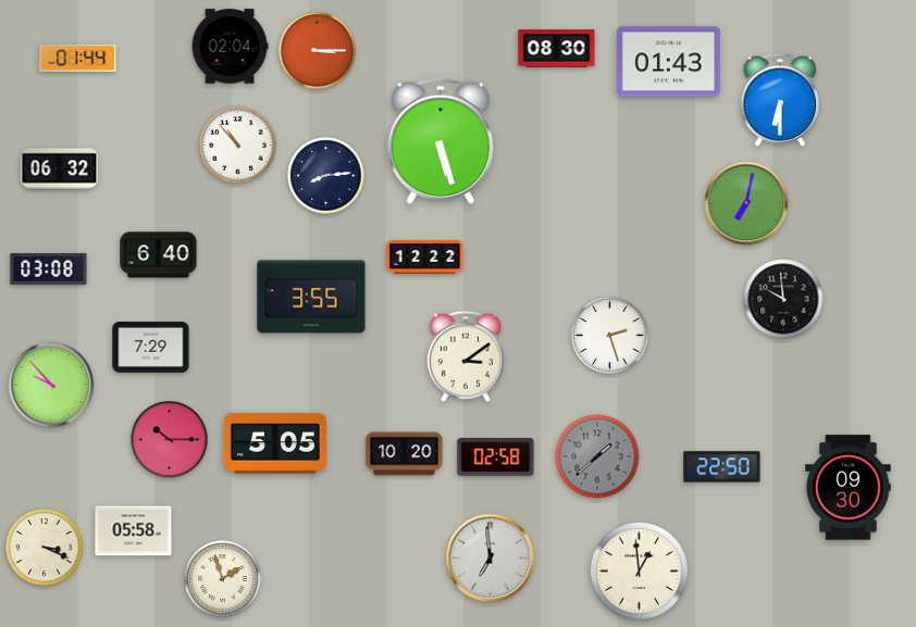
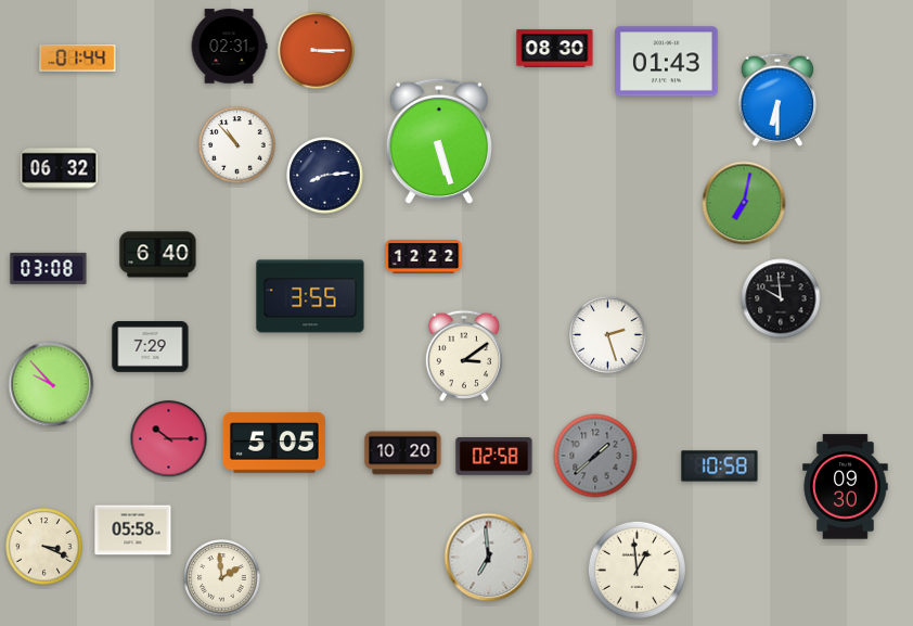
clock at (230, 47): 02:04 -> 02:31
clock at (722, 467): 22:50 -> 10:58
clock at (223, 579): 1:57 -> 1:59
